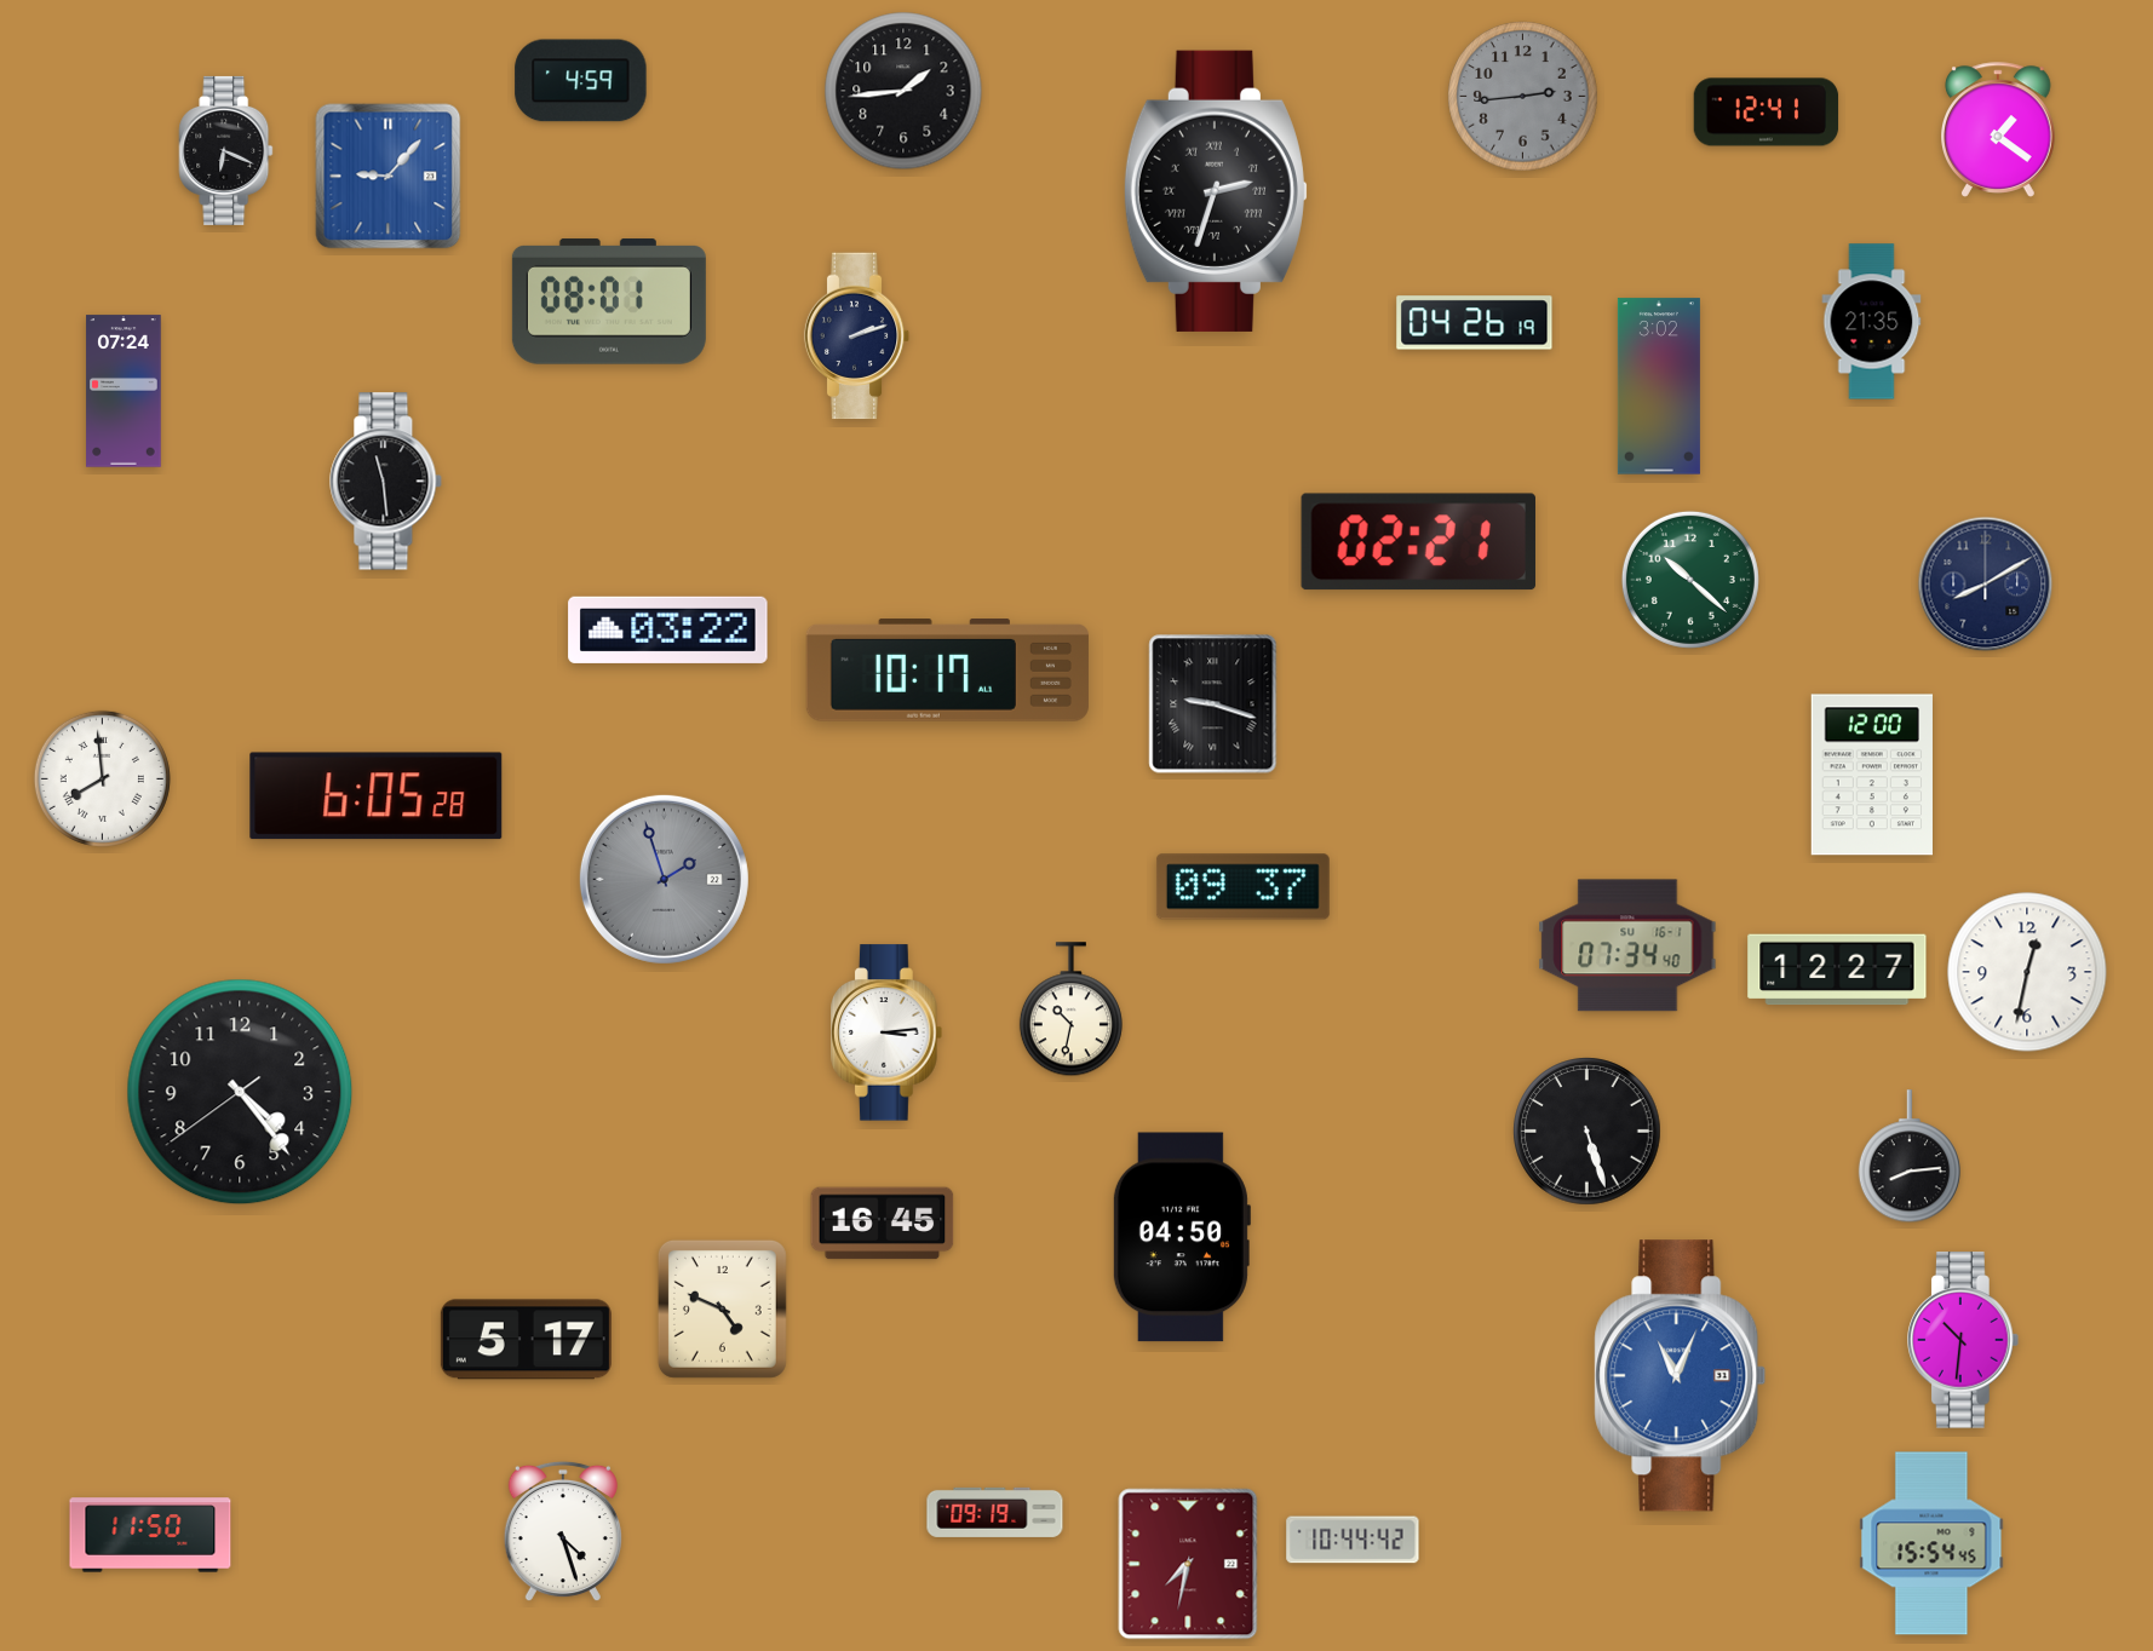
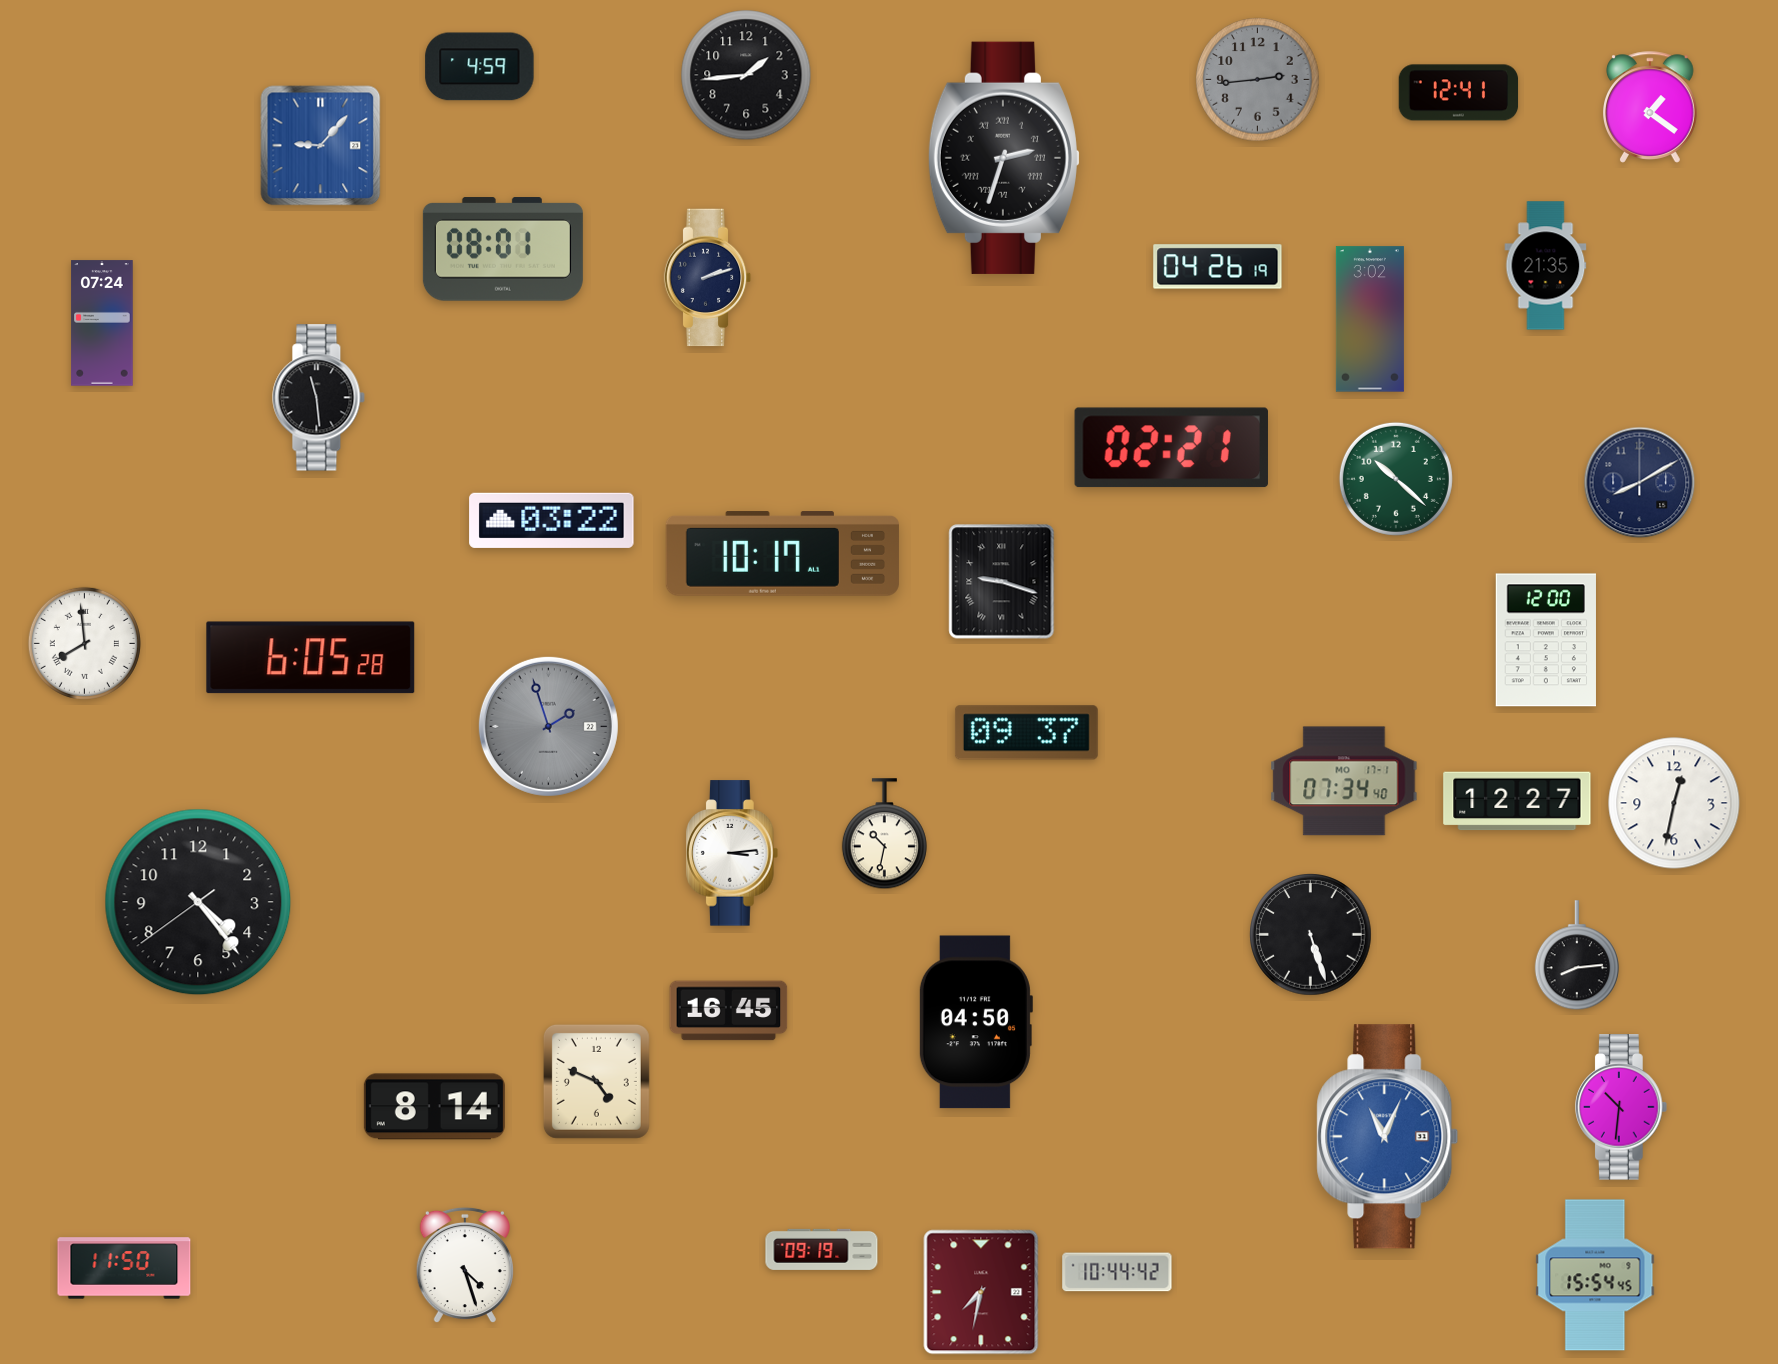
clock at (226, 150): 6:19 -> none
clock at (1627, 945) date: SU 16-1 -> MO 17-1
clock at (526, 1340): 5:17 -> 8:14
